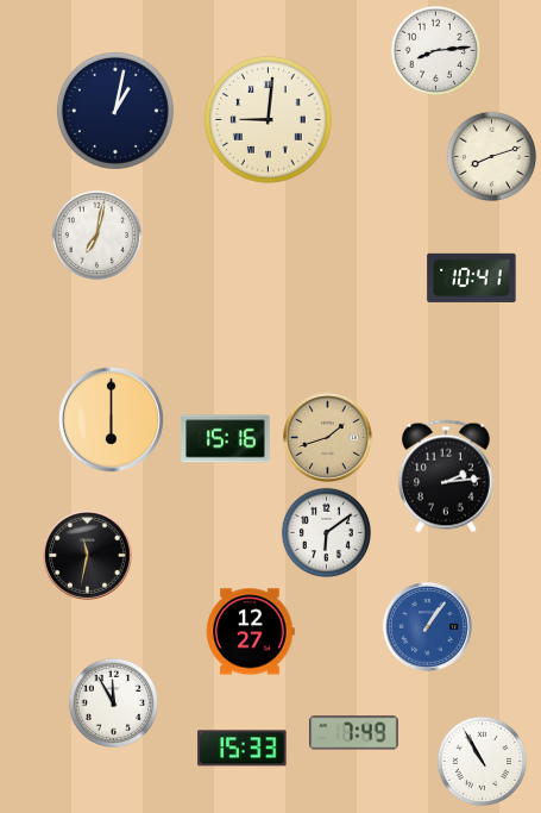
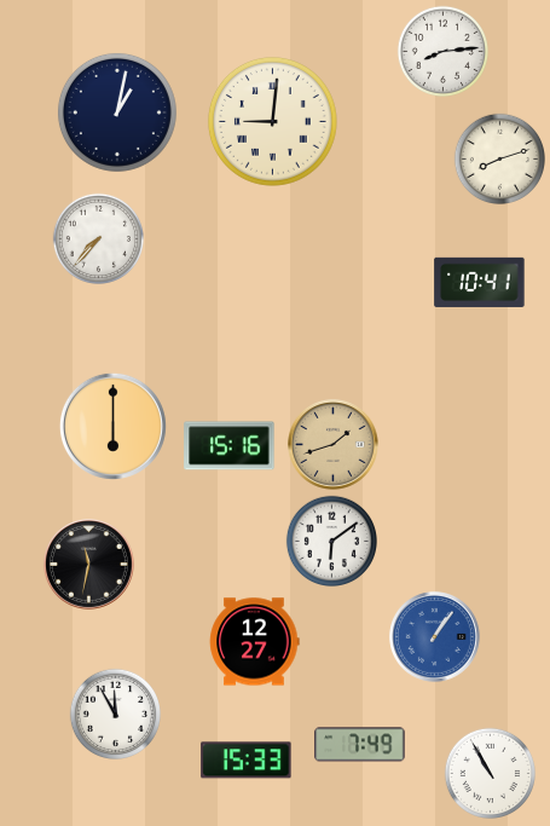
clock at (96, 234): 7:02 -> 7:37
clock at (446, 476): 2:14 -> none
